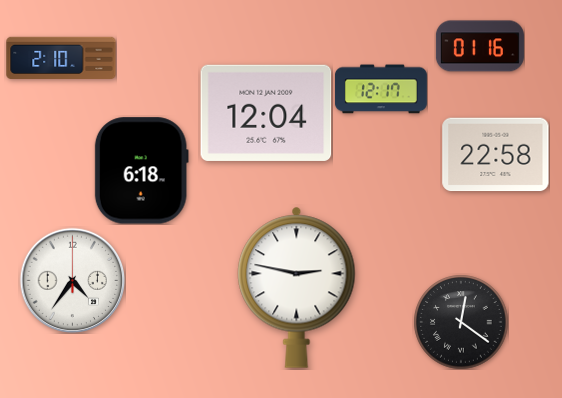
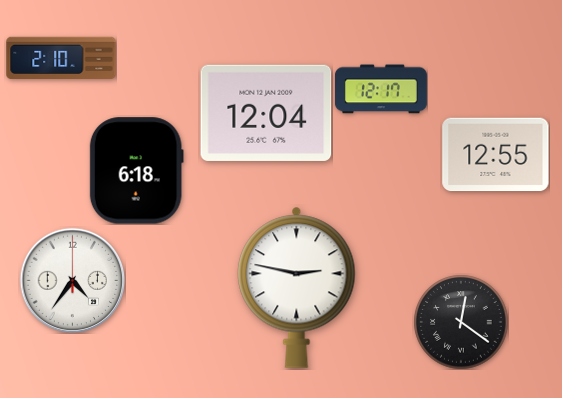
clock at (480, 46): 01:16 -> none
clock at (496, 155): 22:58 -> 12:55
clock at (141, 171) position: (141, 171) -> (136, 171)
